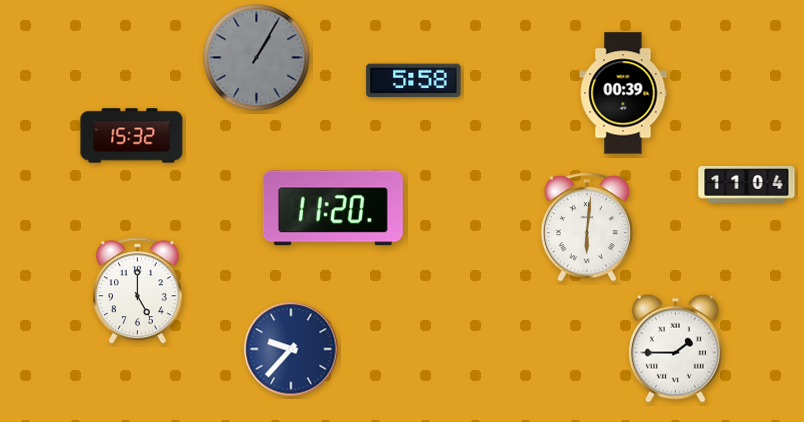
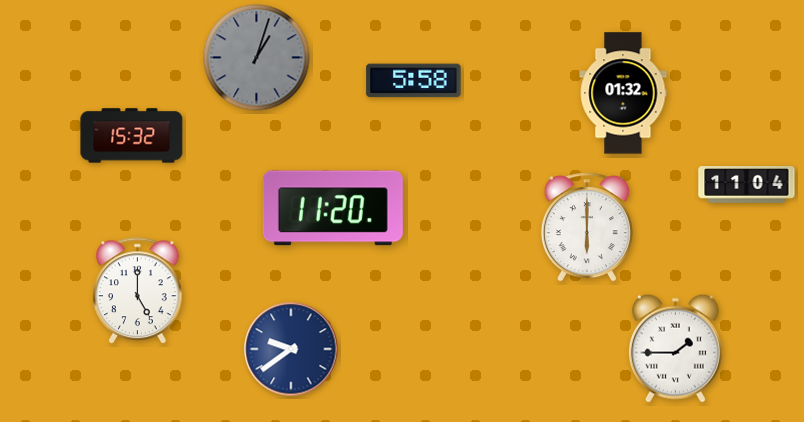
clock at (257, 58): 1:05 -> 1:03
clock at (623, 93): 00:39 -> 01:32
clock at (587, 227): 6:01 -> 6:00
clock at (291, 349): 9:37 -> 9:39
